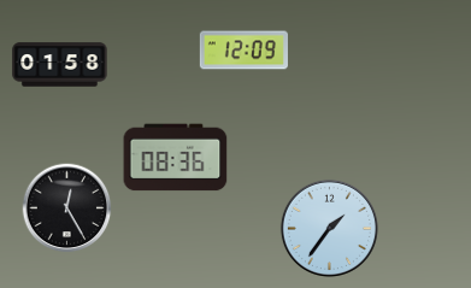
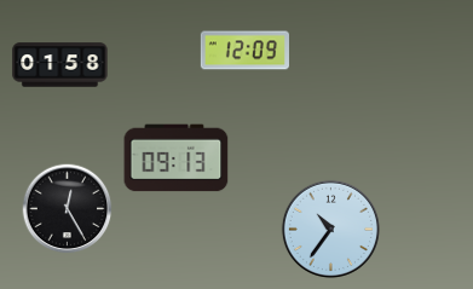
clock at (176, 158): 08:36 -> 09:13
clock at (329, 228): 1:36 -> 10:36
